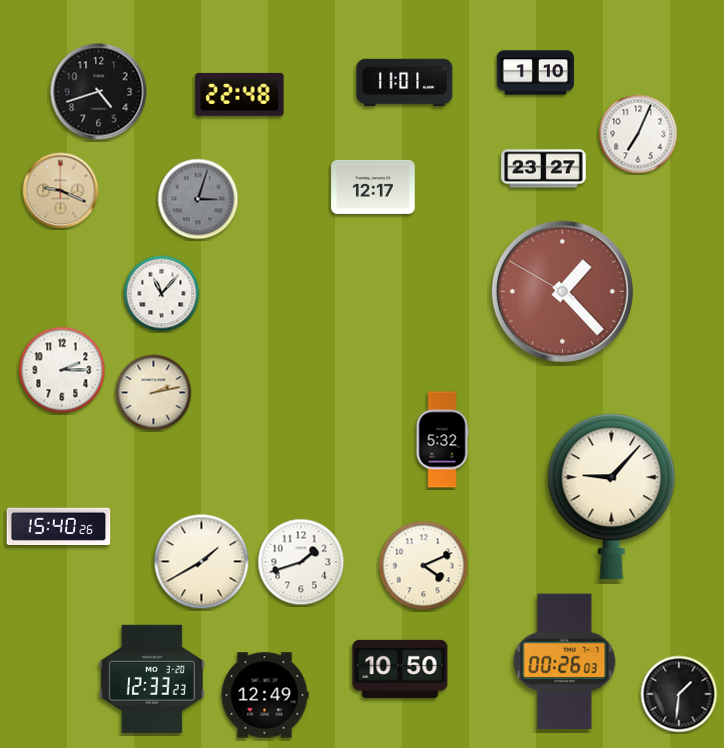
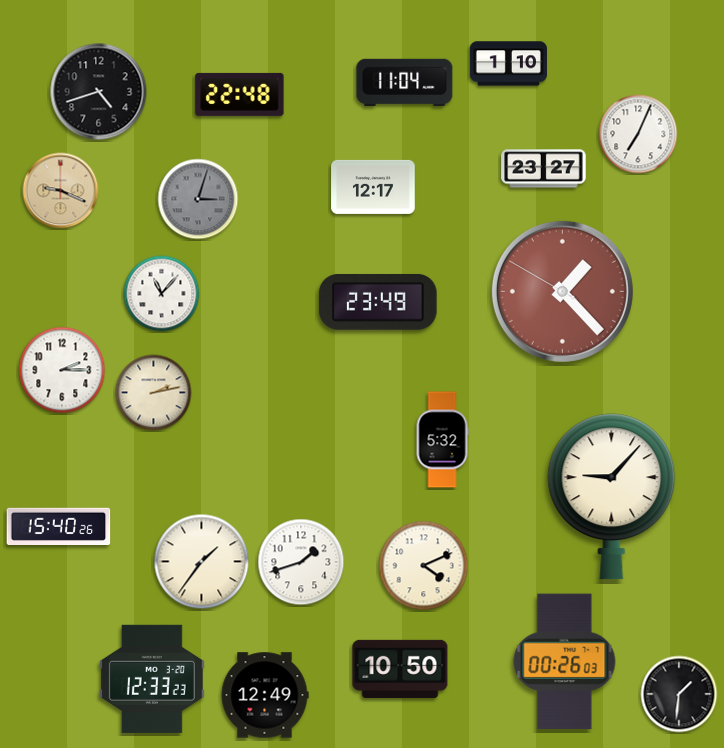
clock at (535, 73) position: (535, 73) -> (508, 64)
clock at (405, 82): 11:01 -> 11:04
clock at (378, 302): none -> 23:49
clock at (202, 562): 1:40 -> 1:36
